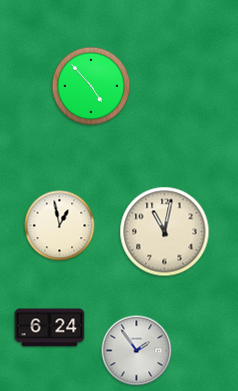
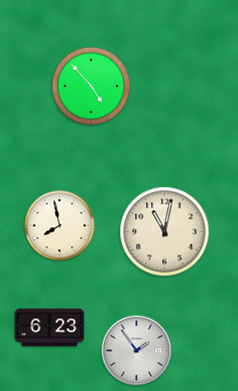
clock at (60, 226): 12:58 -> 7:58
clock at (50, 328): 6:24 -> 6:23
